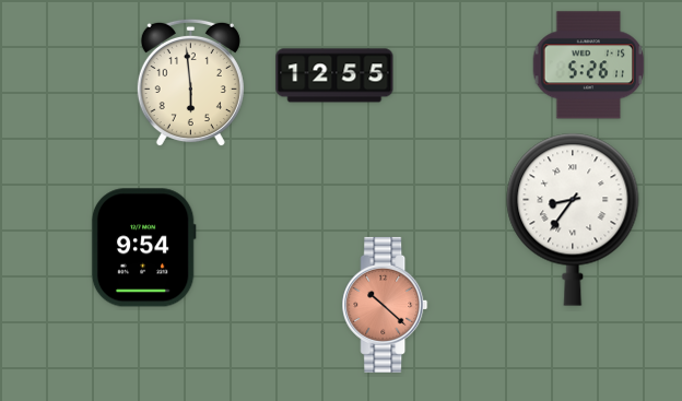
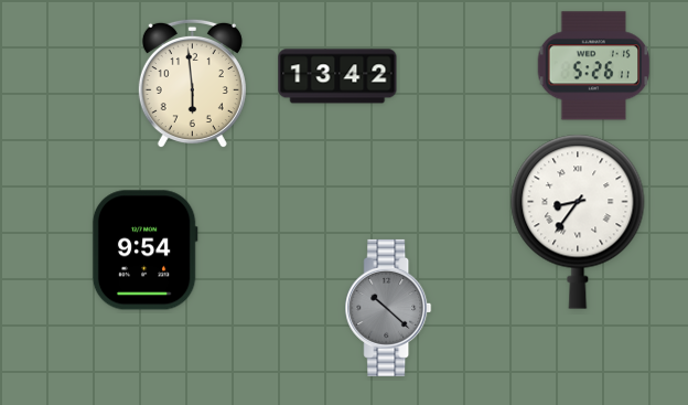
clock at (334, 75): 12:55 -> 13:42
clock at (385, 305) dial: salmon -> grey
